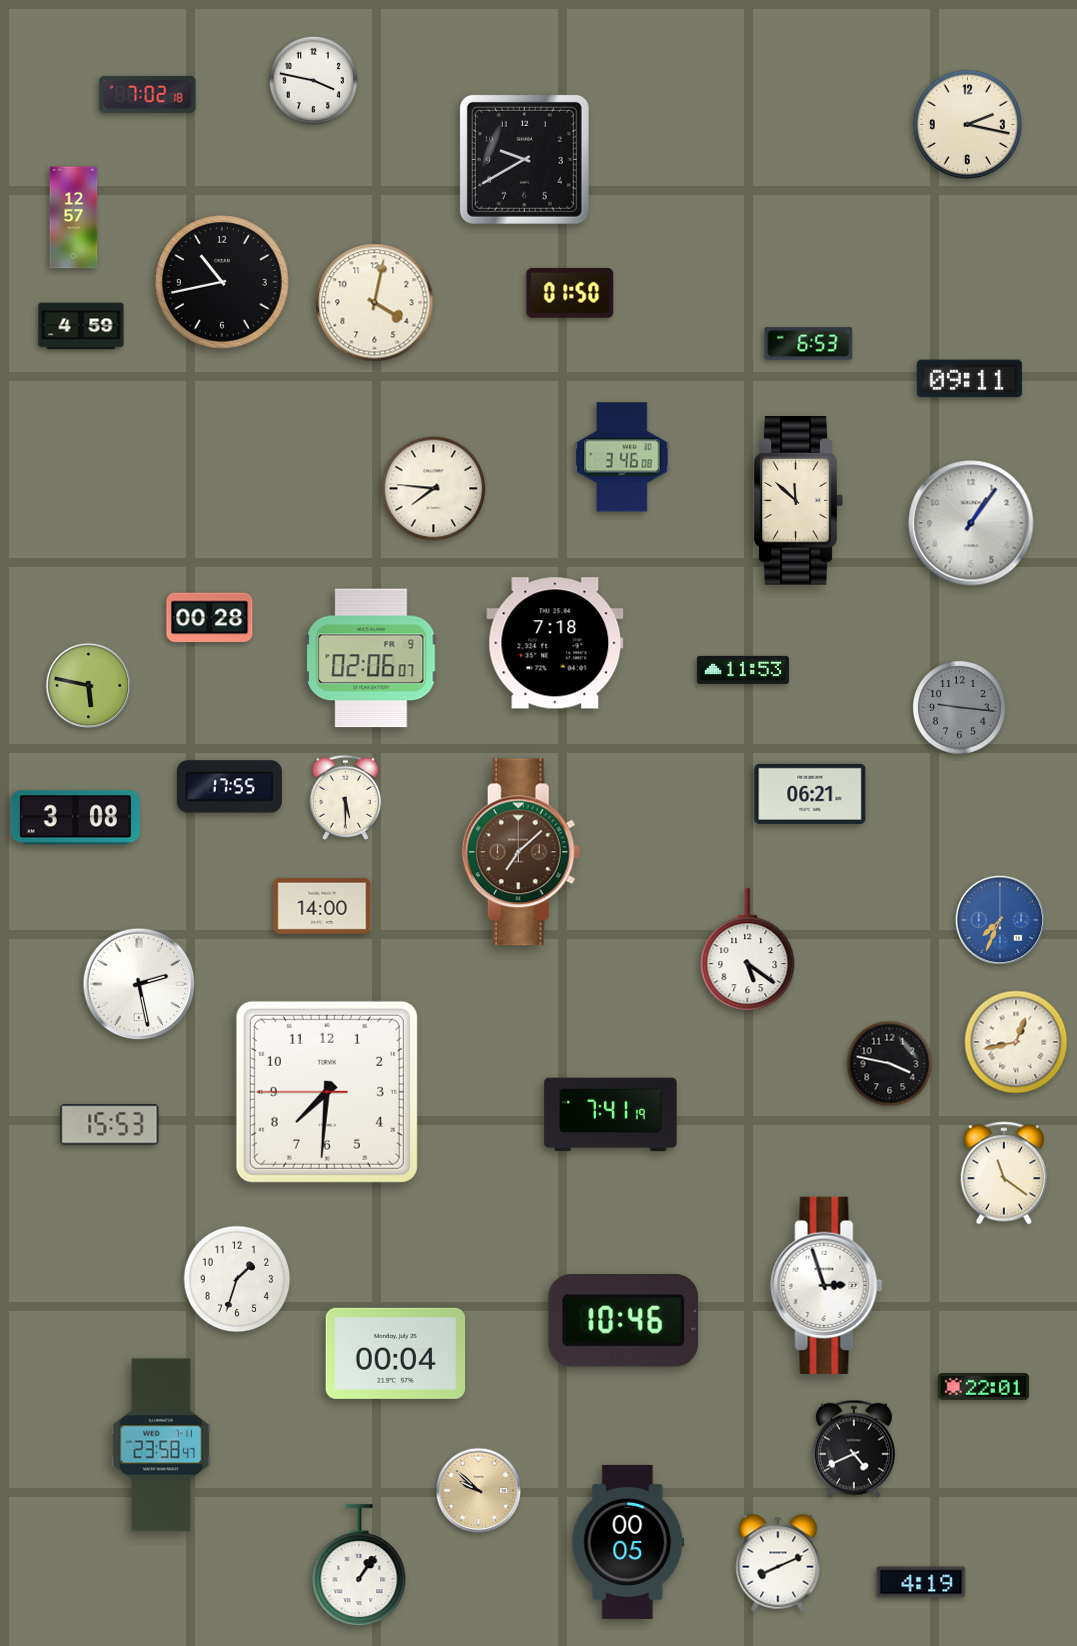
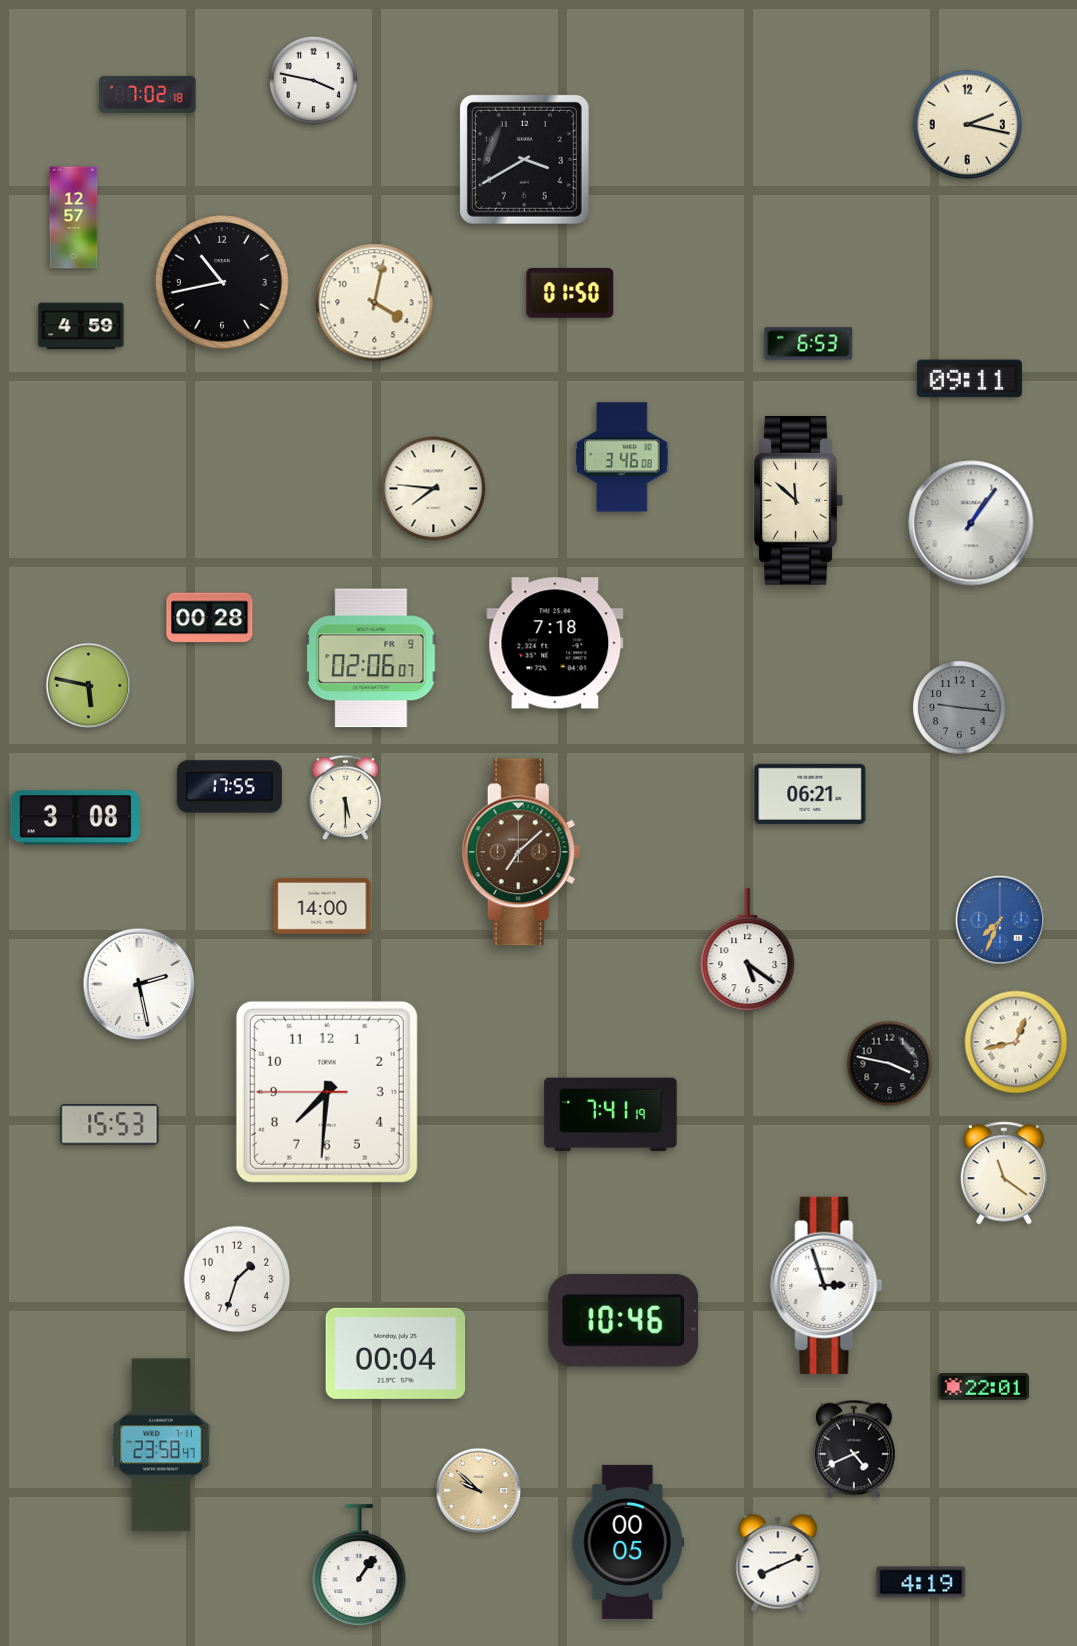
clock at (524, 159): 9:40 -> 3:40
clock at (743, 670): 11:53 -> none
